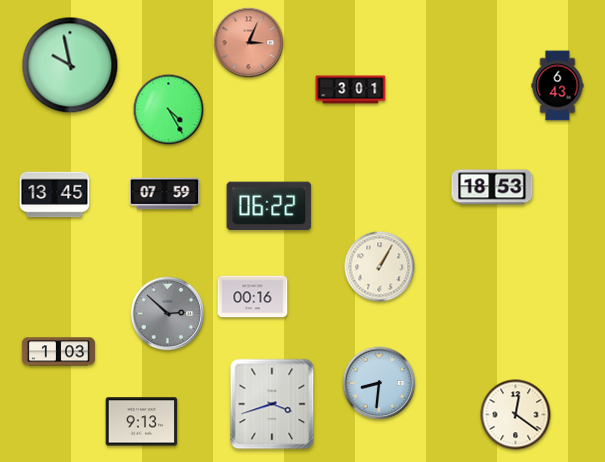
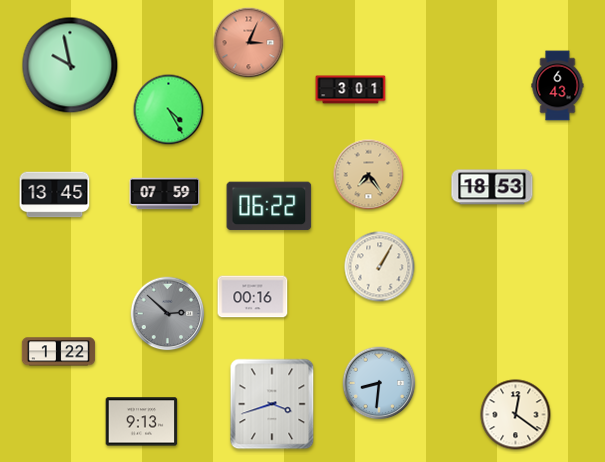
clock at (369, 175): none -> 7:24
clock at (59, 352): 1:03 -> 1:22
